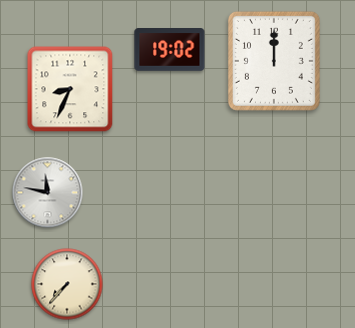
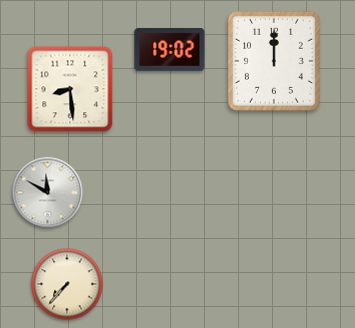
clock at (70, 89): 8:34 -> 8:29
clock at (48, 193): 11:47 -> 11:50
